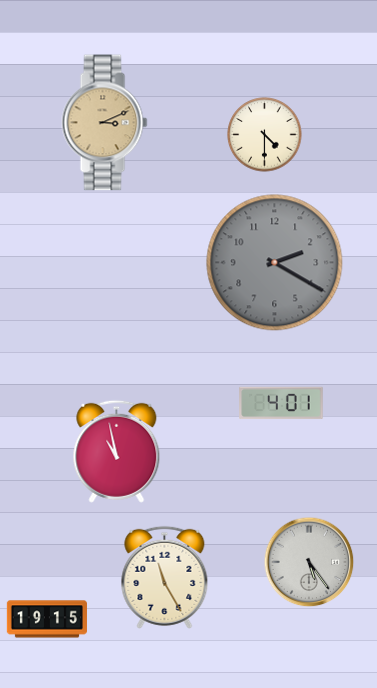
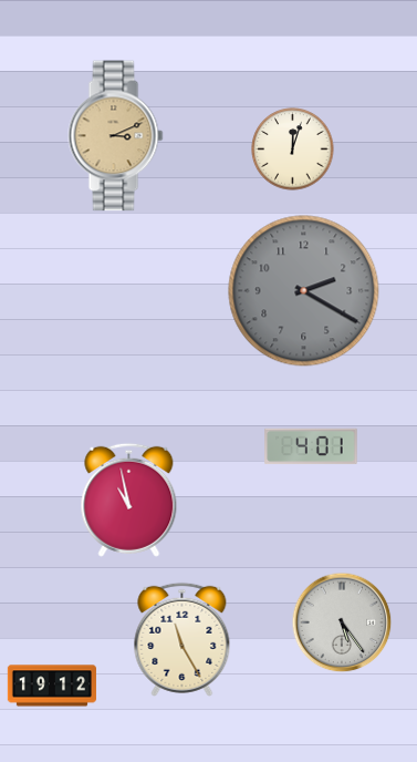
clock at (265, 135): 4:30 -> 12:03
clock at (47, 619): 19:15 -> 19:12
